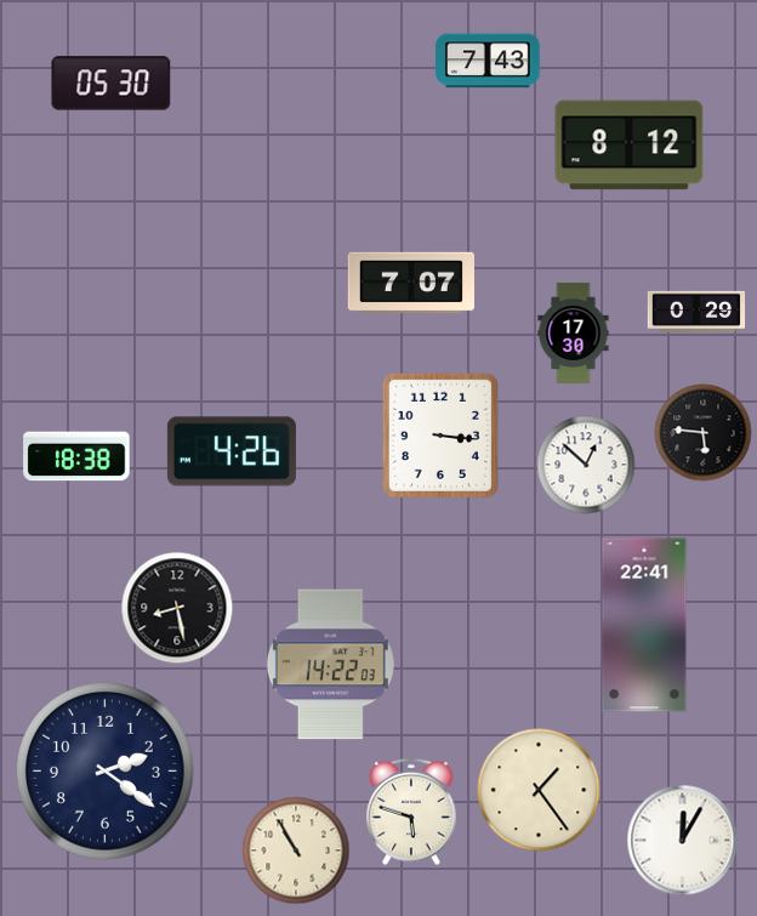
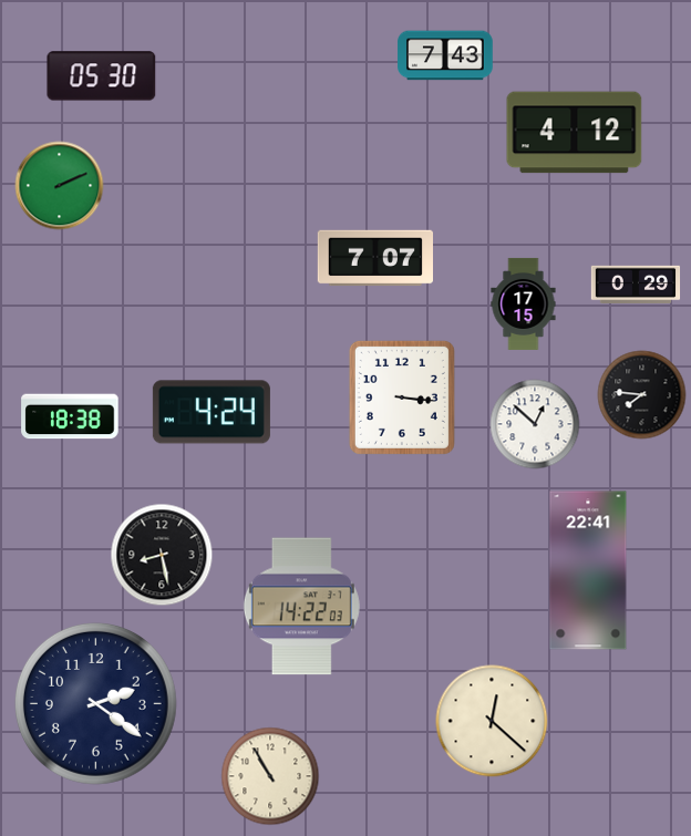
clock at (630, 146): 8:12 -> 4:12
clock at (60, 186): none -> 2:11
clock at (574, 332): 17:30 -> 17:15
clock at (704, 433): 5:46 -> 7:46
clock at (232, 451): 4:26 -> 4:24
clock at (539, 790): 1:24 -> 12:22
clock at (411, 812): 5:48 -> none
clock at (683, 841): 12:05 -> none
